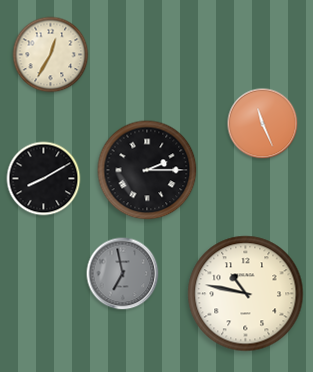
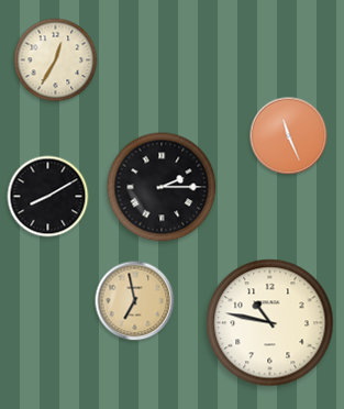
clock at (123, 274) dial: grey -> champagne
